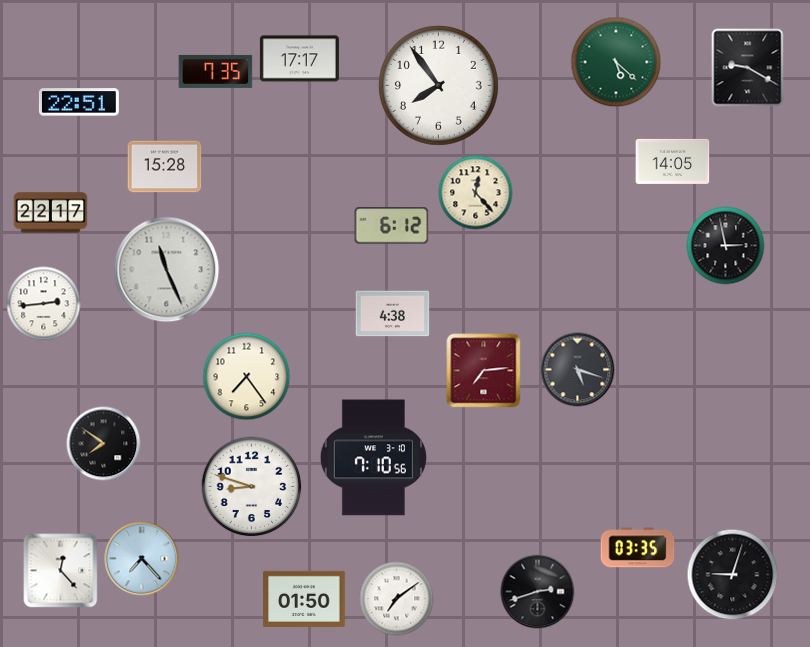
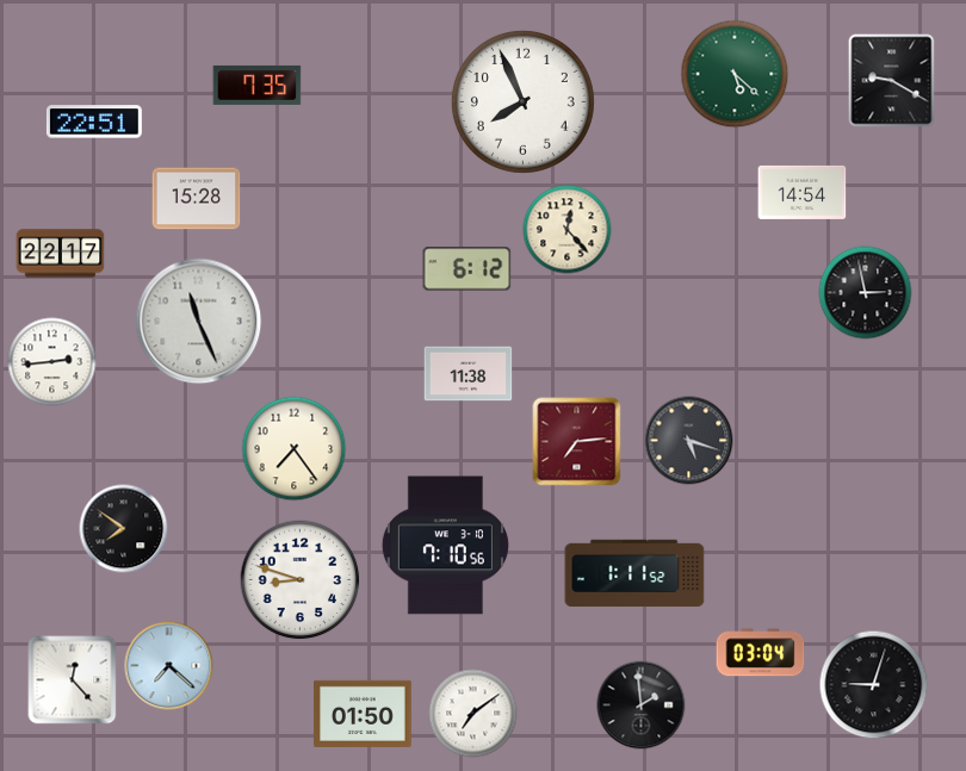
clock at (299, 59): 17:17 -> none
clock at (438, 85): 7:54 -> 7:56
clock at (673, 161): 14:05 -> 14:54
clock at (393, 314): 4:38 -> 11:38
clock at (634, 573): none -> 1:11
clock at (638, 548): 03:35 -> 03:04
clock at (142, 559): 7:23 -> 7:22
clock at (538, 592): 2:42 -> 1:59
